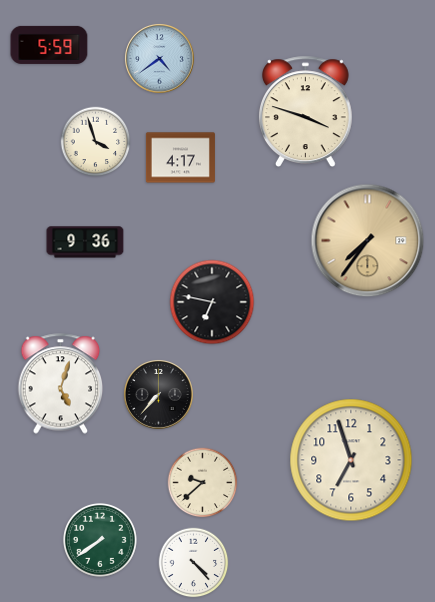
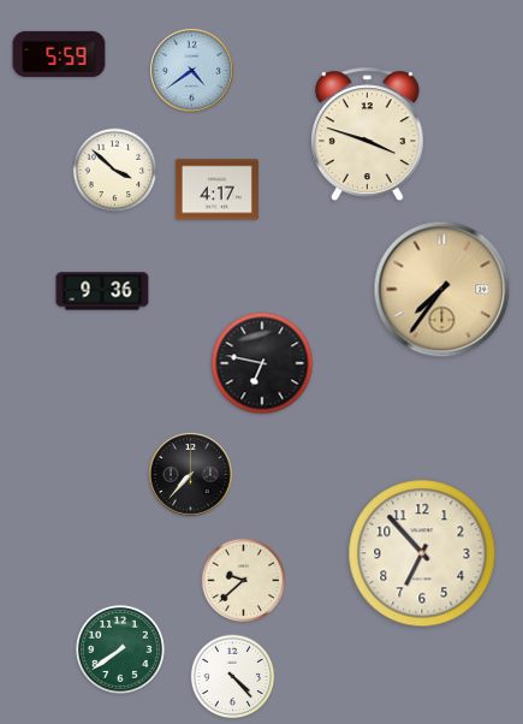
clock at (96, 142): 3:57 -> 3:52
clock at (212, 302) position: (212, 302) -> (262, 363)
clock at (61, 384): 5:03 -> none
clock at (351, 460): 6:57 -> 6:53
